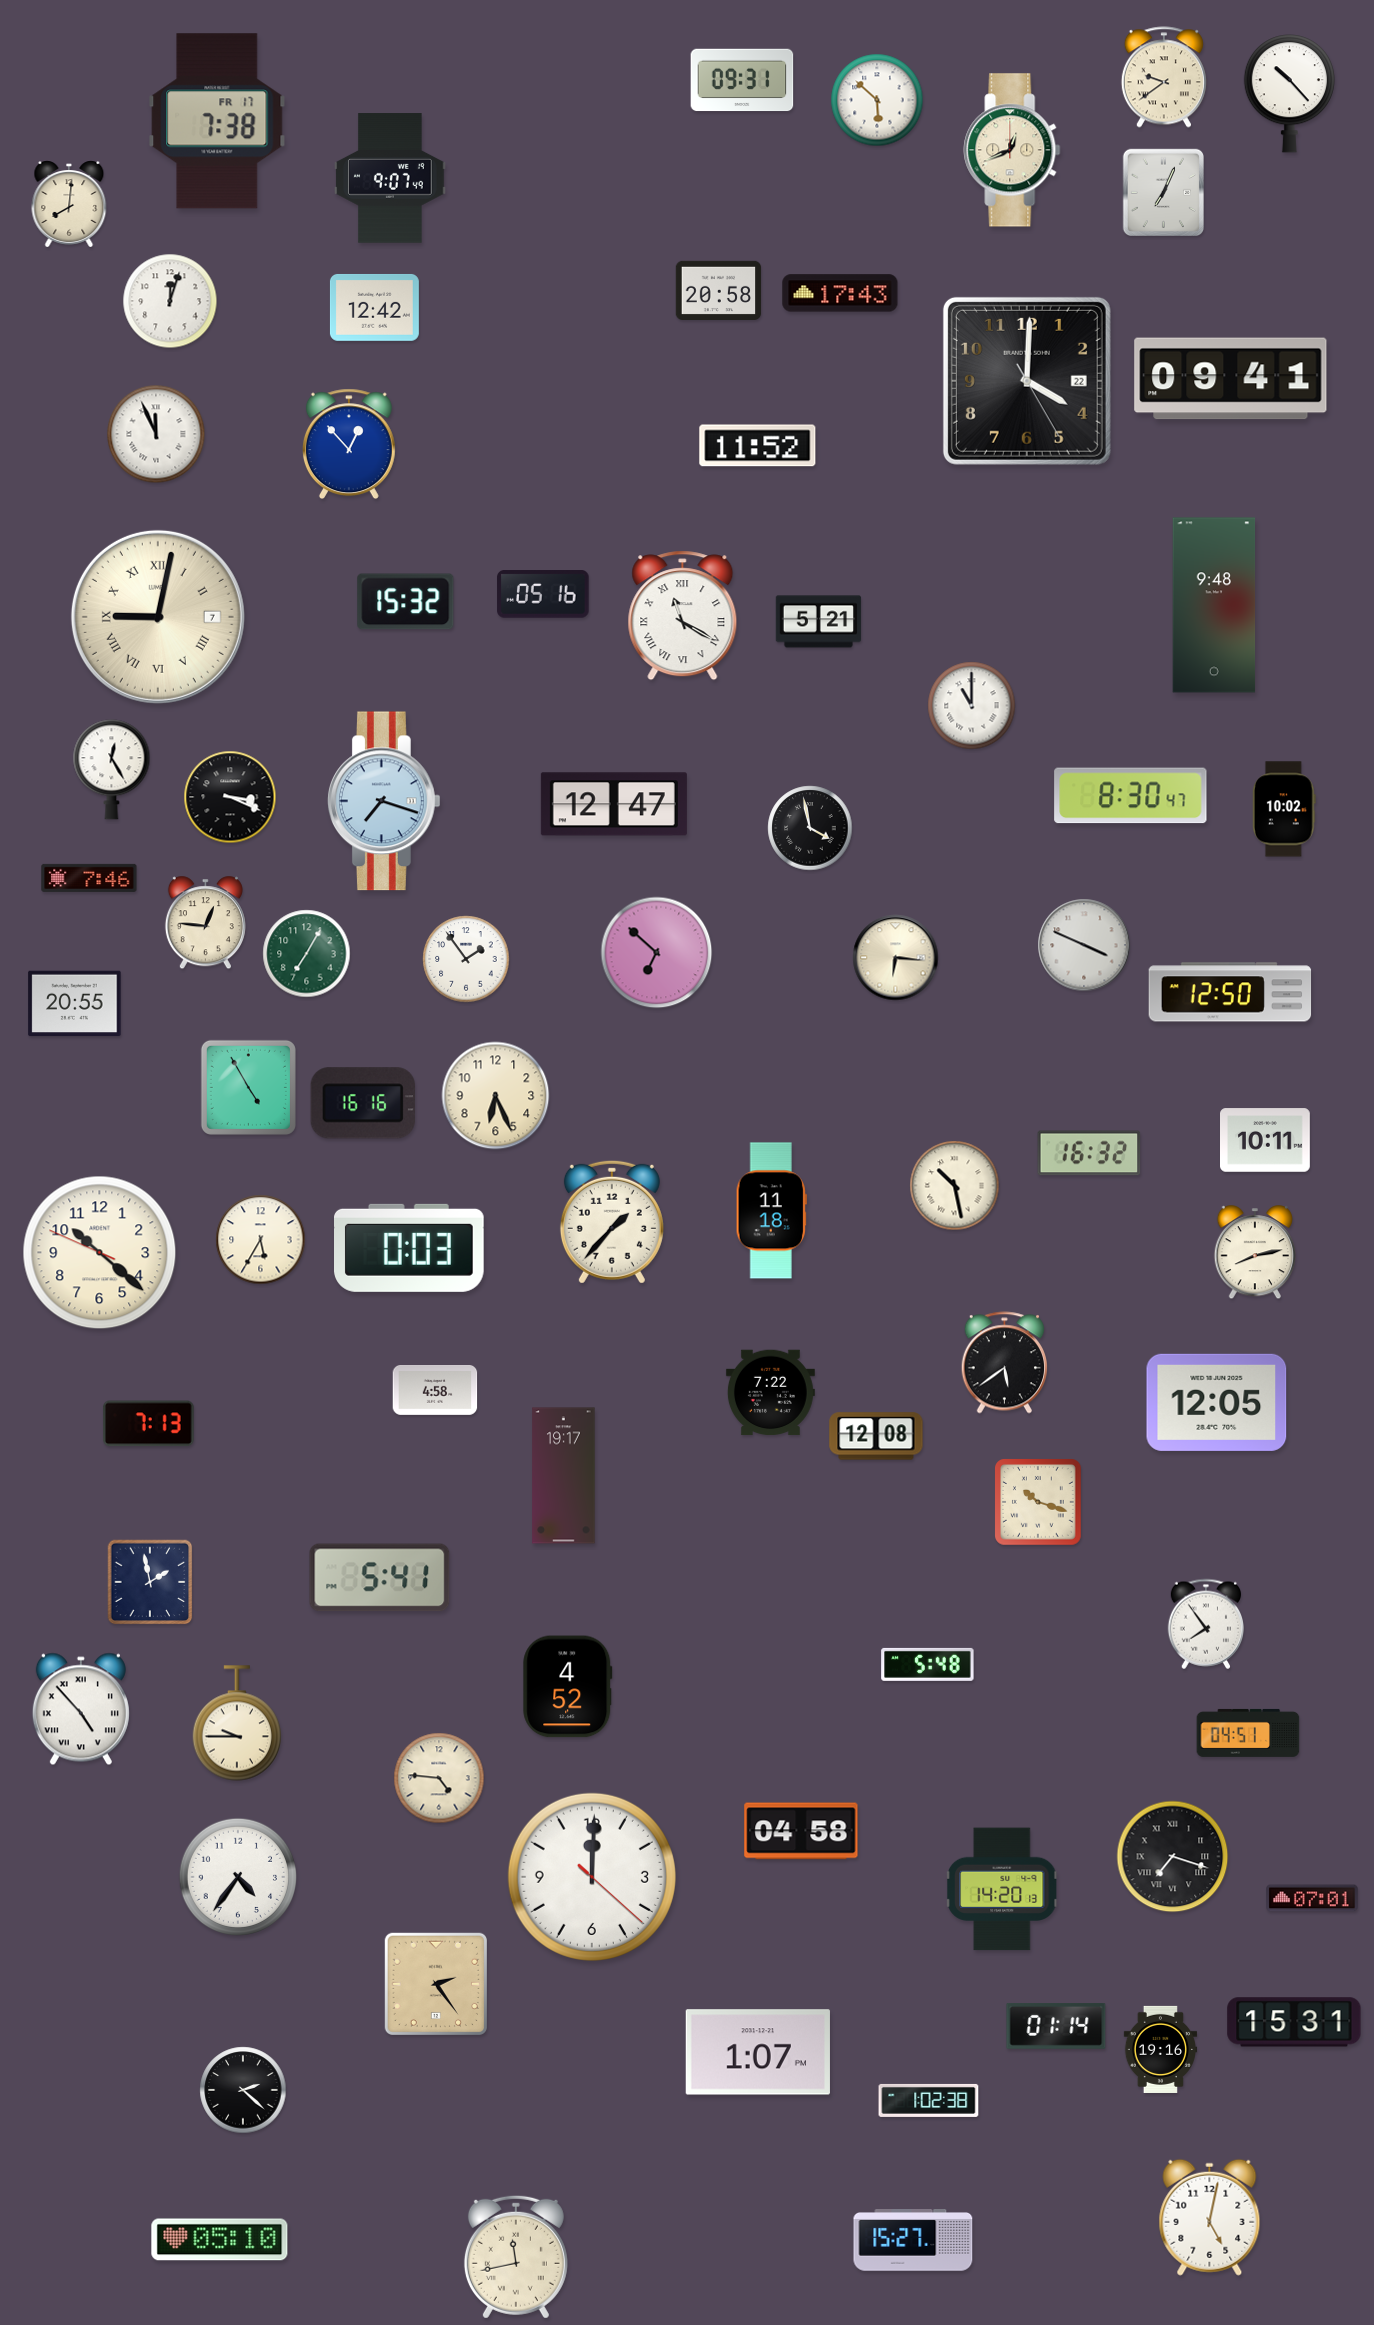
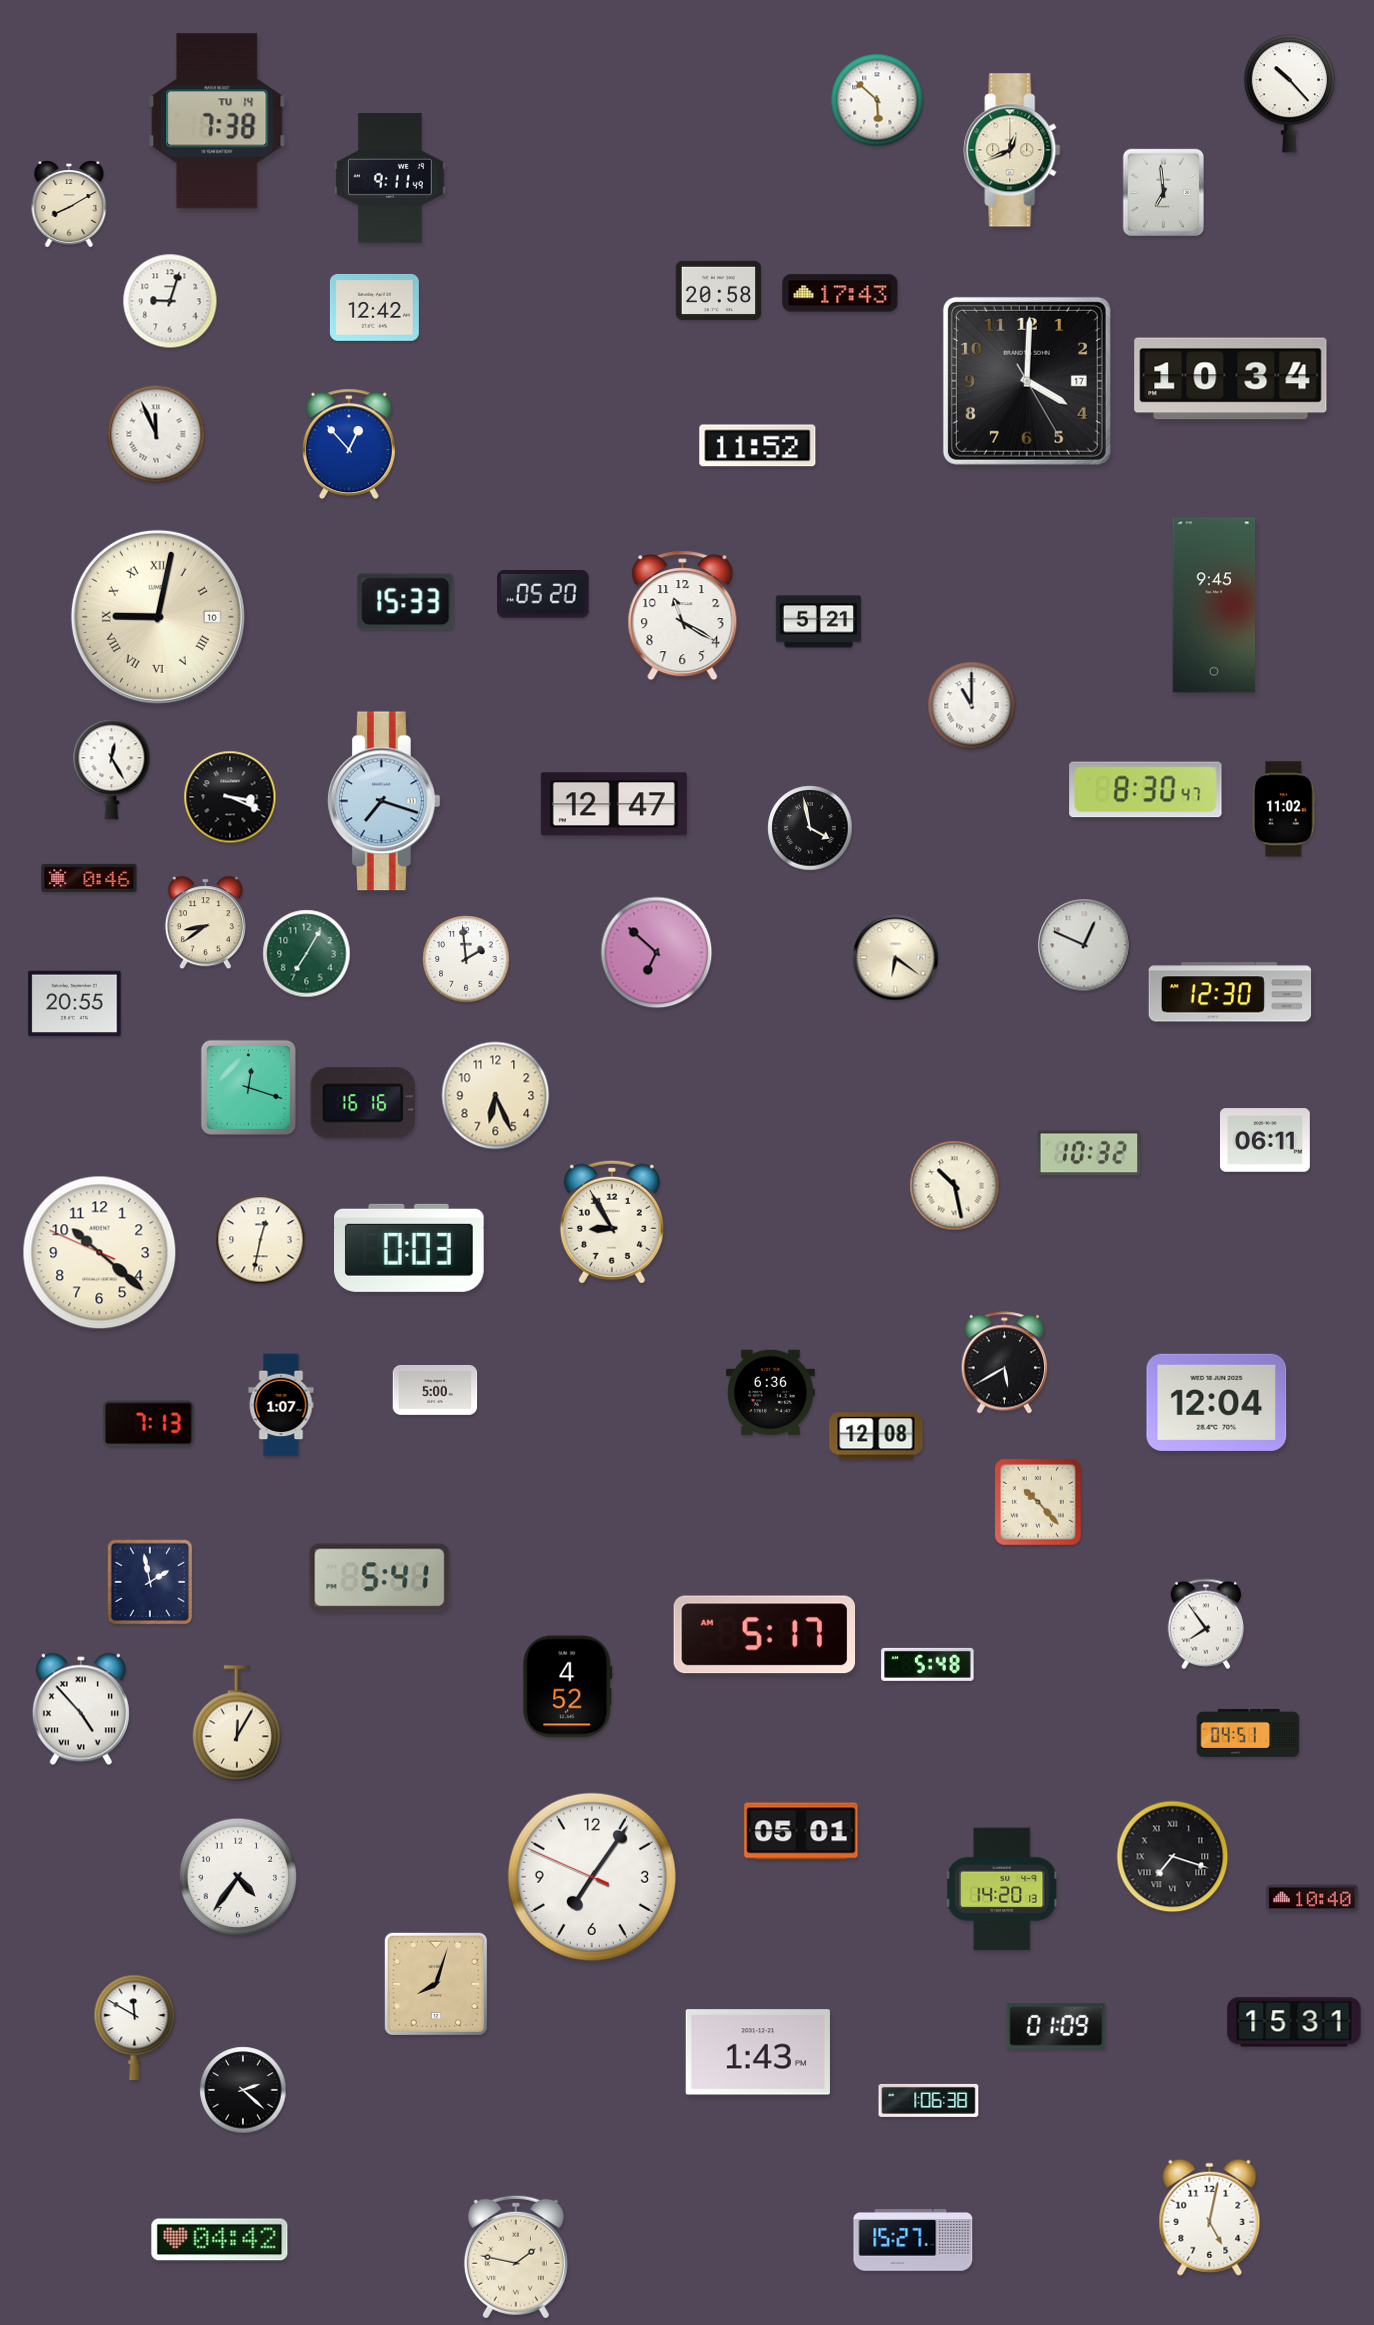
clock at (1164, 77): 9:39 -> none
clock at (742, 80): 09:31 -> none
clock at (217, 121) date: FR 17 -> TU 14
clock at (390, 178): 9:07 -> 9:11
clock at (1163, 192): 7:04 -> 6:59
clock at (69, 204): 8:01 -> 8:10
clock at (170, 301): 12:03 -> 9:03
clock at (1231, 379): 09:41 -> 10:34
clock at (1027, 381) date: 22 -> 17
clock at (543, 595): 05:16 -> 05:20
clock at (406, 602): 15:32 -> 15:33
clock at (1214, 605): 9:48 -> 9:45
clock at (683, 616) numerals: Roman -> Arabic
clock at (158, 617) date: 7 -> 10
clock at (1131, 796) position: (1131, 796) -> (1146, 790)
clock at (1284, 809): 10:02 -> 11:02
clock at (89, 878): 7:46 -> 0:46
clock at (205, 923): 12:46 -> 8:39
clock at (1084, 945): 3:49 -> 12:49
clock at (896, 958): 6:16 -> 6:21
clock at (466, 959): 1:54 -> 1:59
clock at (1230, 992): 12:50 -> 12:30
clock at (248, 1087): 4:55 -> 12:18
clock at (1266, 1140): 10:11 -> 06:11
clock at (1089, 1153): 16:32 -> 10:32
clock at (771, 1211): 11:18 -> none
clock at (612, 1222): 1:37 -> 8:55
clock at (261, 1240): 5:35 -> 12:32
clock at (1254, 1253): 8:13 -> none
clock at (1004, 1363): 5:39 -> 5:40
clock at (435, 1391): 4:58 -> 5:00
clock at (770, 1393): 7:22 -> 6:36
clock at (1217, 1402): 12:05 -> 12:04
clock at (281, 1405): none -> 1:07
clock at (564, 1476): 19:17 -> none
clock at (1039, 1503): 10:18 -> 10:23
clock at (765, 1635): none -> 5:17
clock at (237, 1723): 9:45 -> 12:05
clock at (439, 1778): 4:46 -> none
clock at (801, 1831): 04:58 -> 05:01
clock at (592, 1877): 12:00 -> 7:05
clock at (1312, 1898): 07:01 -> 10:40
clock at (436, 1984): 2:24 -> 8:03
clock at (135, 2027): none -> 11:50
clock at (1056, 2027): 01:14 -> 01:09
clock at (1161, 2049): 19:16 -> none
clock at (758, 2052): 1:07 -> 1:43
clock at (929, 2100): 1:02 -> 1:06
clock at (220, 2240): 05:10 -> 04:42
clock at (516, 2257): 11:43 -> 1:47
